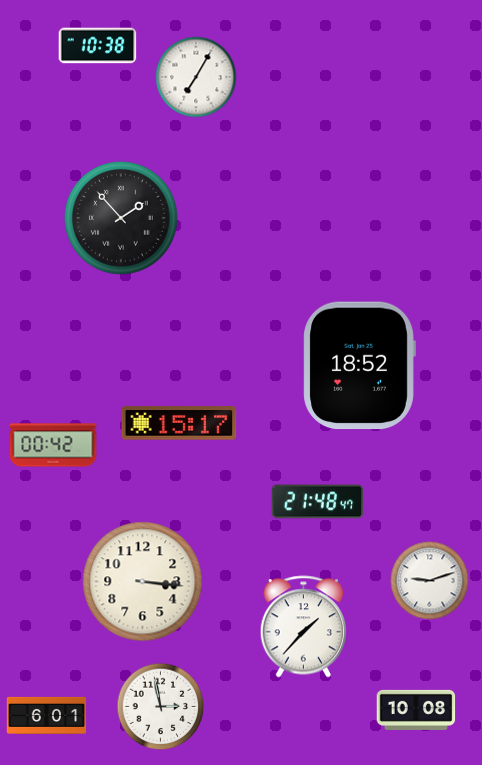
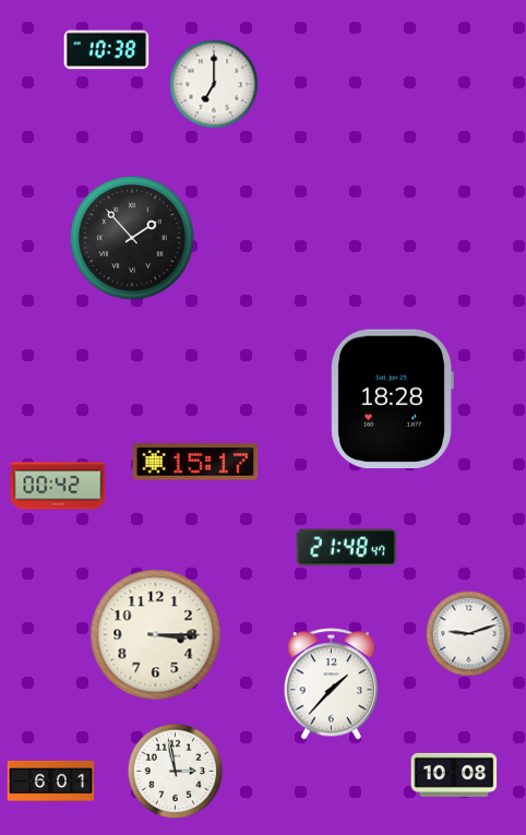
clock at (196, 77): 7:05 -> 7:00
clock at (359, 366): 18:52 -> 18:28
clock at (143, 582): 3:16 -> 3:15
